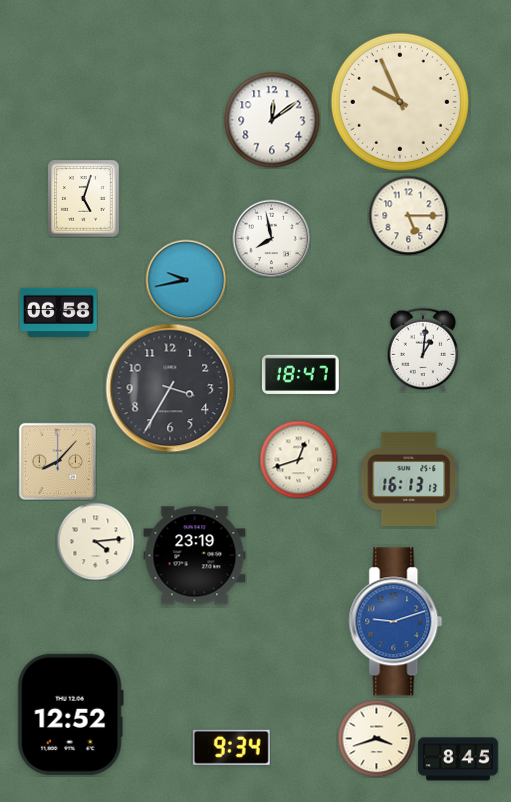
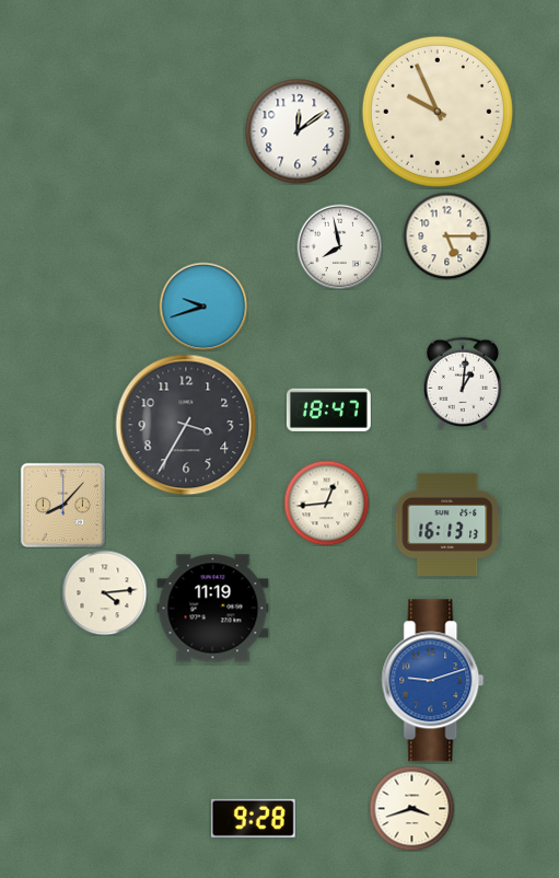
clock at (84, 198): 5:03 -> none
clock at (271, 238) position: (271, 238) -> (339, 246)
clock at (186, 280): 9:43 -> 9:42
clock at (58, 312): 06:58 -> none
clock at (298, 459): 12:42 -> 12:44
clock at (195, 556): 23:19 -> 11:19
clock at (70, 714): 12:52 -> none
clock at (231, 747): 9:34 -> 9:28
clock at (458, 759): 8:45 -> none
